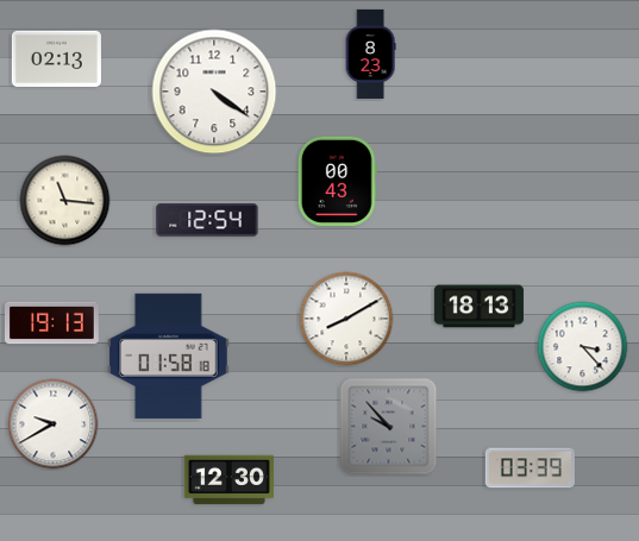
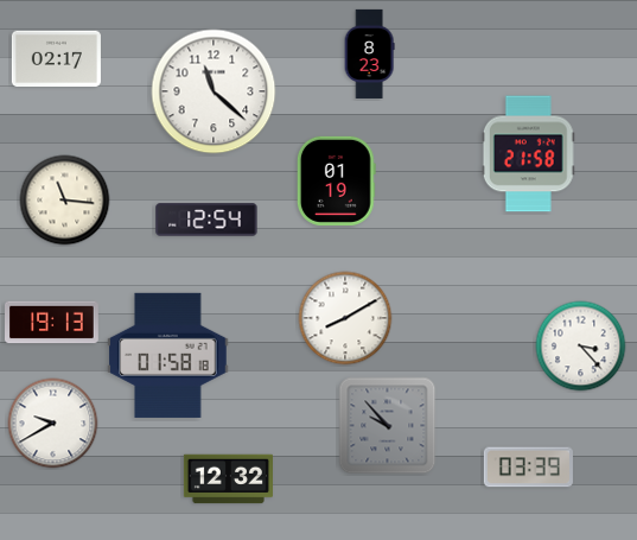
clock at (56, 59): 02:13 -> 02:17
clock at (214, 92): 4:21 -> 11:22
clock at (528, 154): none -> 21:58
clock at (337, 181): 00:43 -> 01:19
clock at (478, 307): 18:13 -> none
clock at (228, 480): 12:30 -> 12:32
